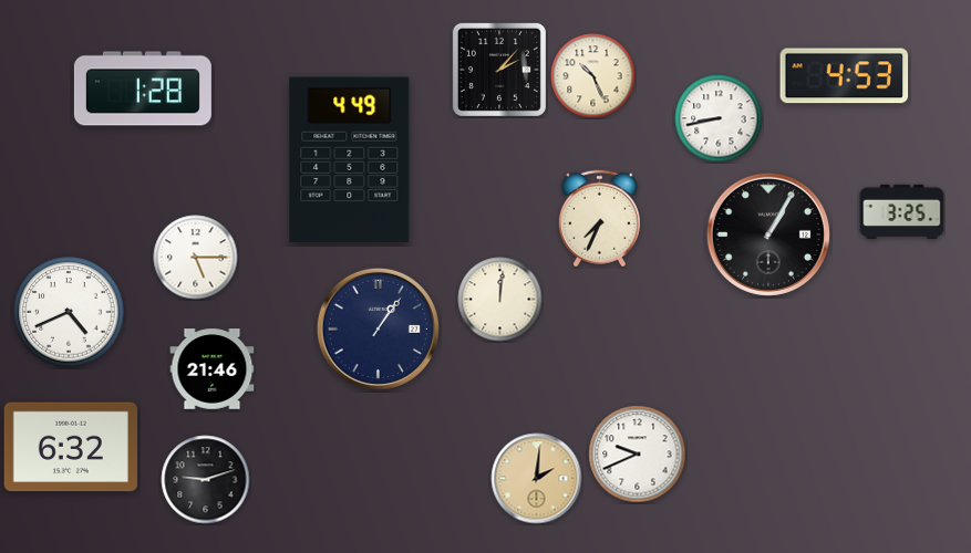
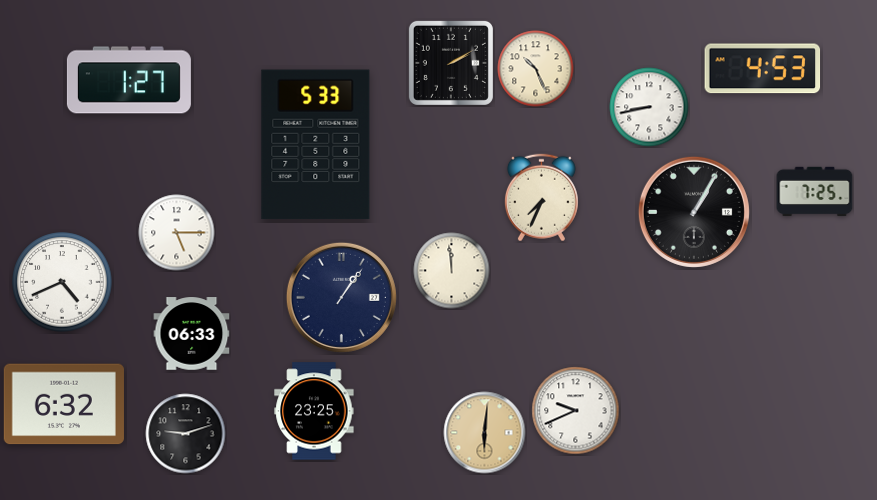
clock at (499, 70): 2:07 -> 2:10
clock at (143, 88): 1:28 -> 1:27
clock at (350, 160): 4:49 -> 5:33
clock at (902, 212): 3:25 -> 7:25
clock at (500, 300): 12:01 -> 11:59
clock at (213, 369): 21:46 -> 06:33
clock at (314, 411): none -> 23:25
clock at (537, 479): 2:01 -> 6:01
